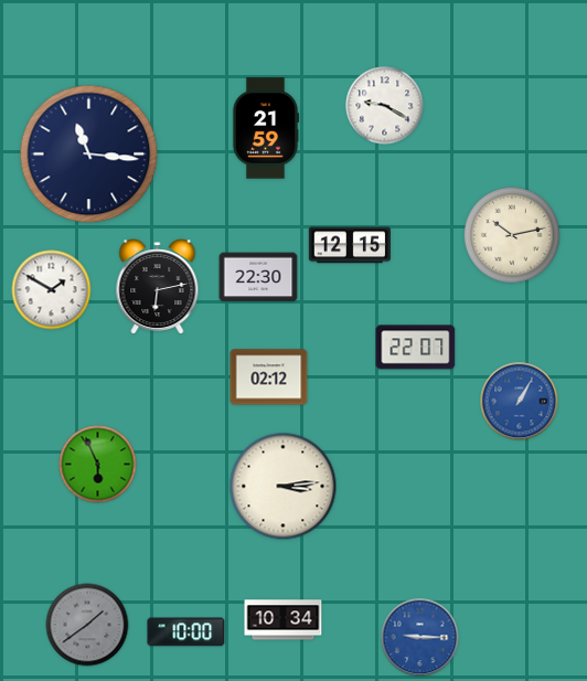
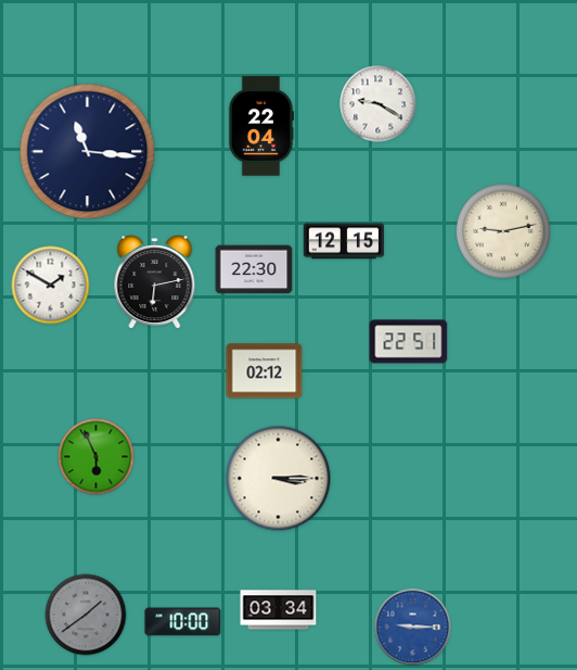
clock at (266, 128): 21:59 -> 22:04
clock at (513, 236): 10:13 -> 9:13
clock at (258, 277) position: (258, 277) -> (254, 269)
clock at (416, 348): 22:07 -> 22:51
clock at (520, 402): 1:05 -> none
clock at (284, 487): 3:14 -> 3:15
clock at (284, 620): 10:34 -> 03:34
